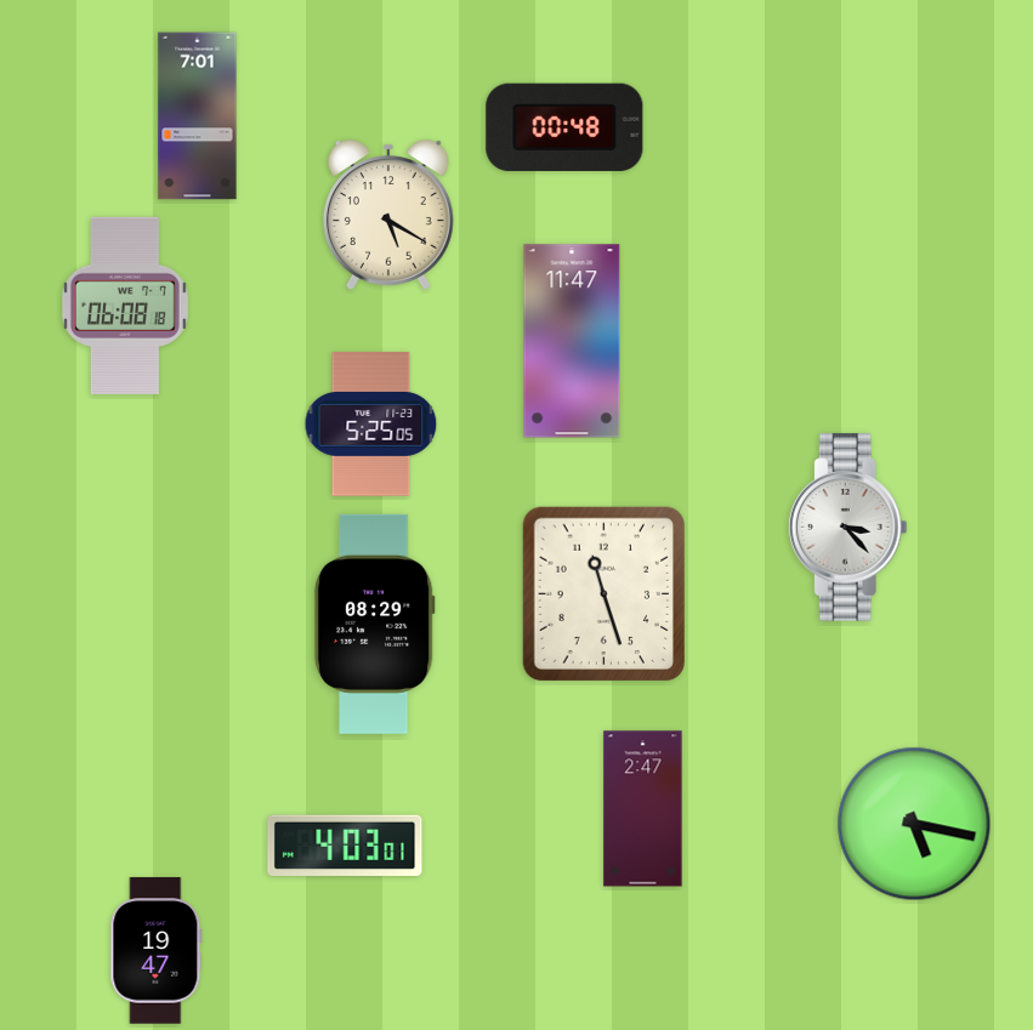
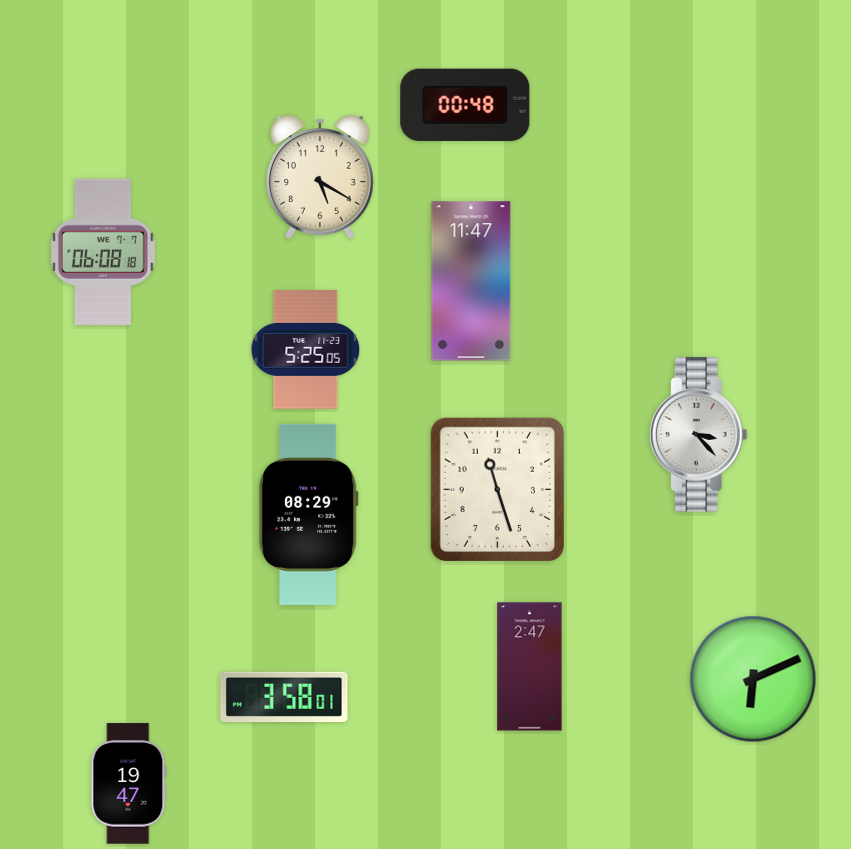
clock at (198, 116): 7:01 -> none
clock at (914, 824): 5:17 -> 6:11
clock at (345, 844): 4:03 -> 3:58
